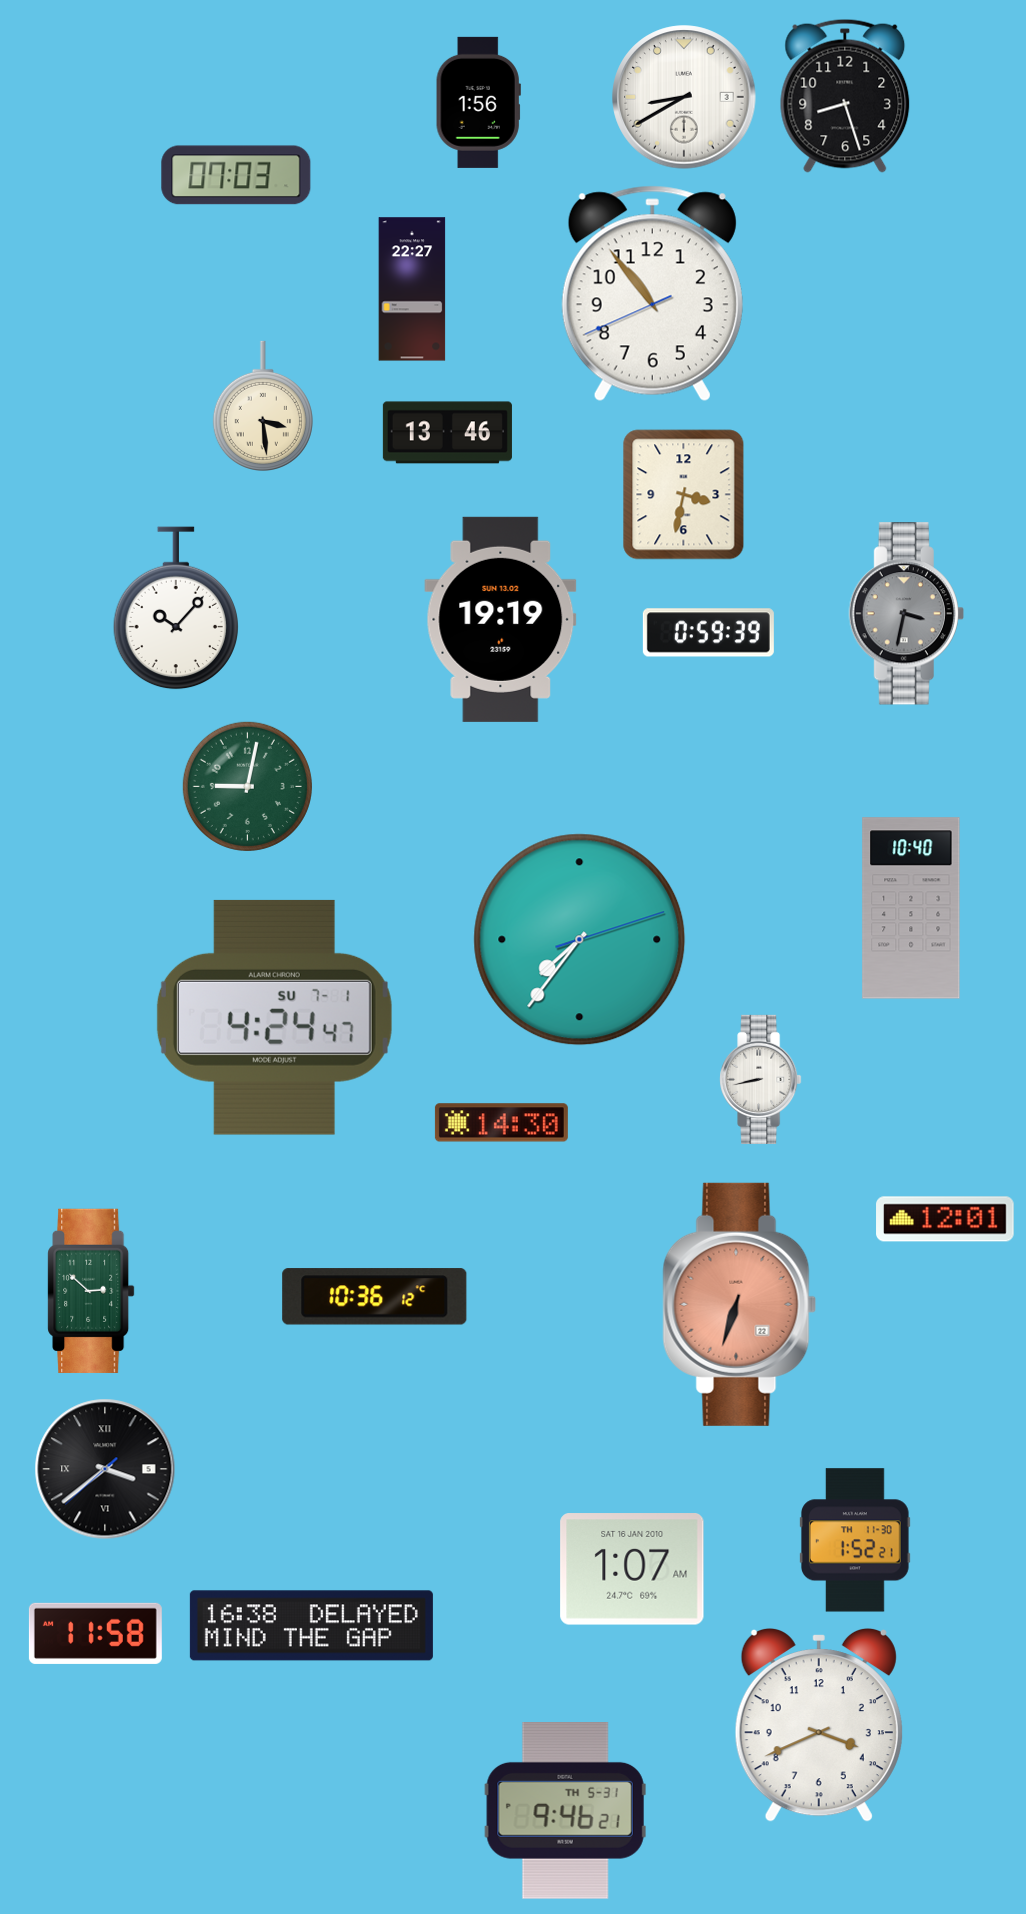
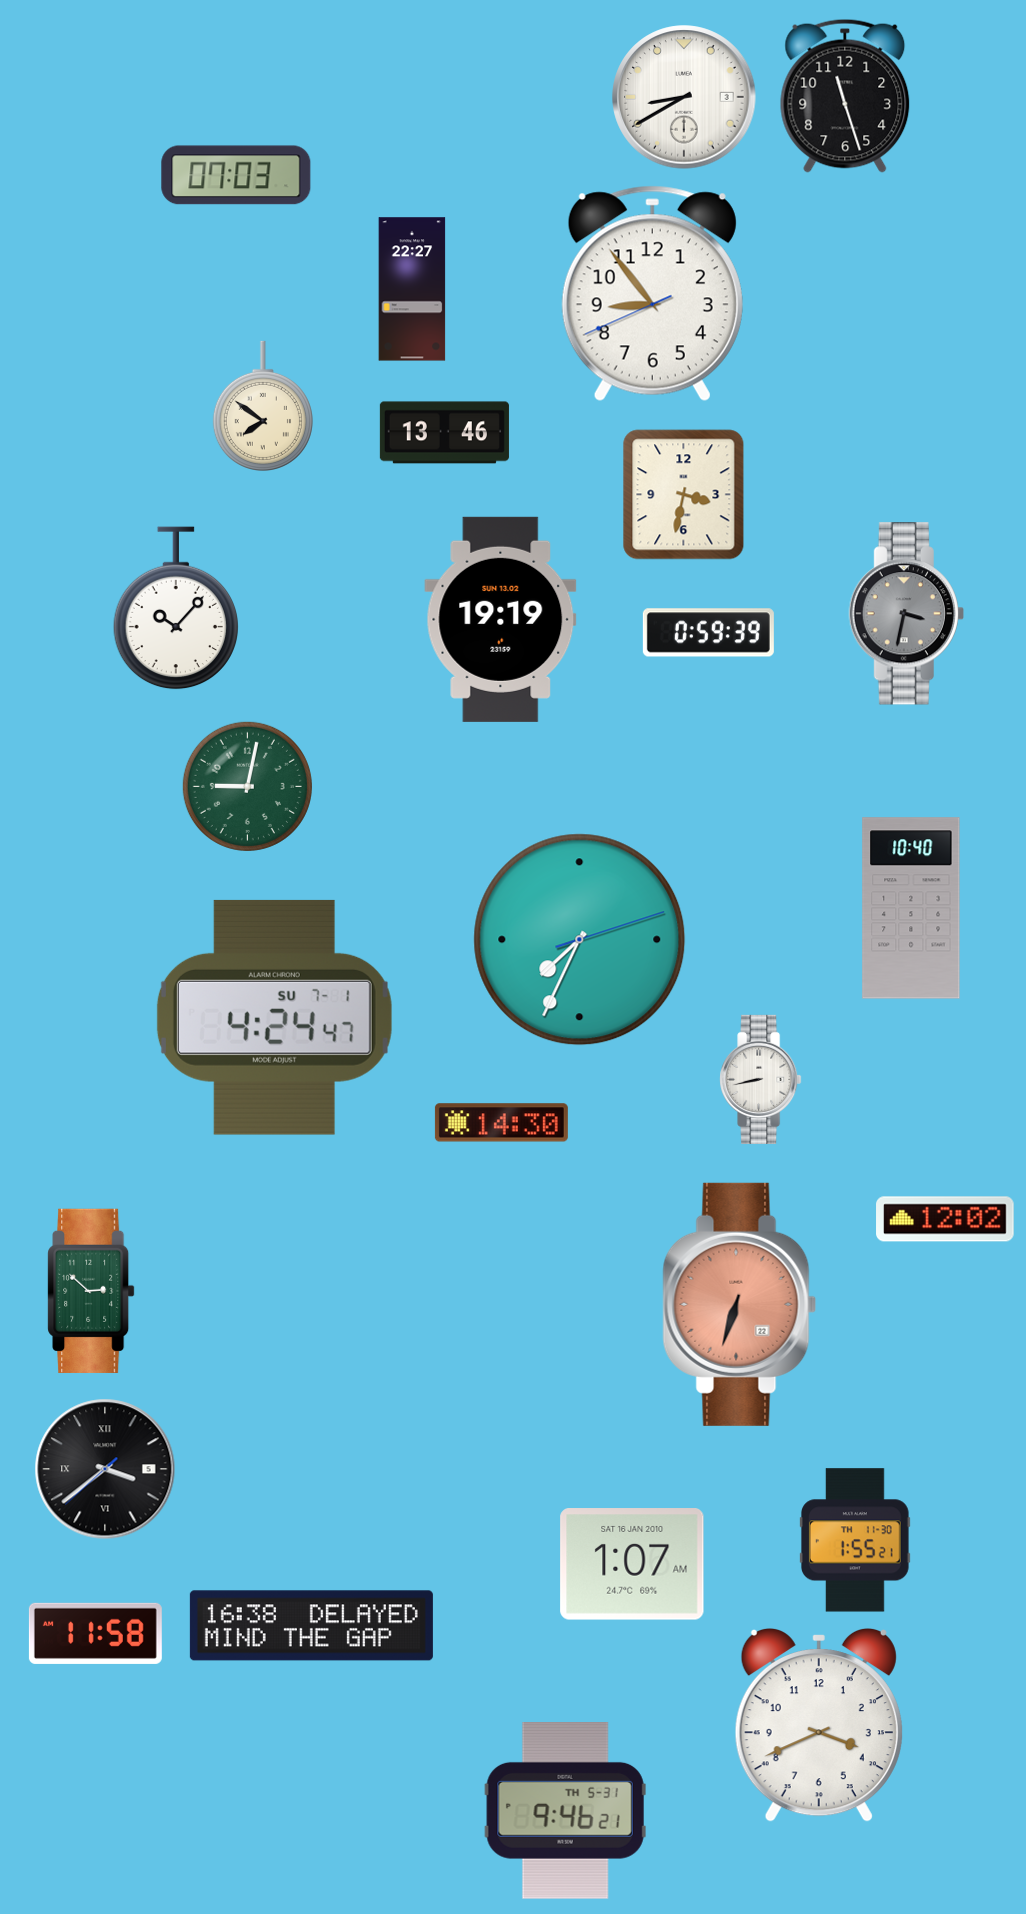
clock at (845, 96): 8:27 -> 11:27
clock at (478, 102): 1:56 -> none
clock at (652, 294): 10:53 -> 8:53
clock at (263, 406): 3:29 -> 7:51
clock at (447, 433) position: (447, 433) -> (444, 433)
clock at (580, 940): 7:36 -> 7:34
clock at (945, 1219): 12:01 -> 12:02
clock at (375, 1297): 10:36 -> none
clock at (855, 1540): 1:52 -> 1:55
clock at (632, 1569) position: (632, 1569) -> (632, 1564)
